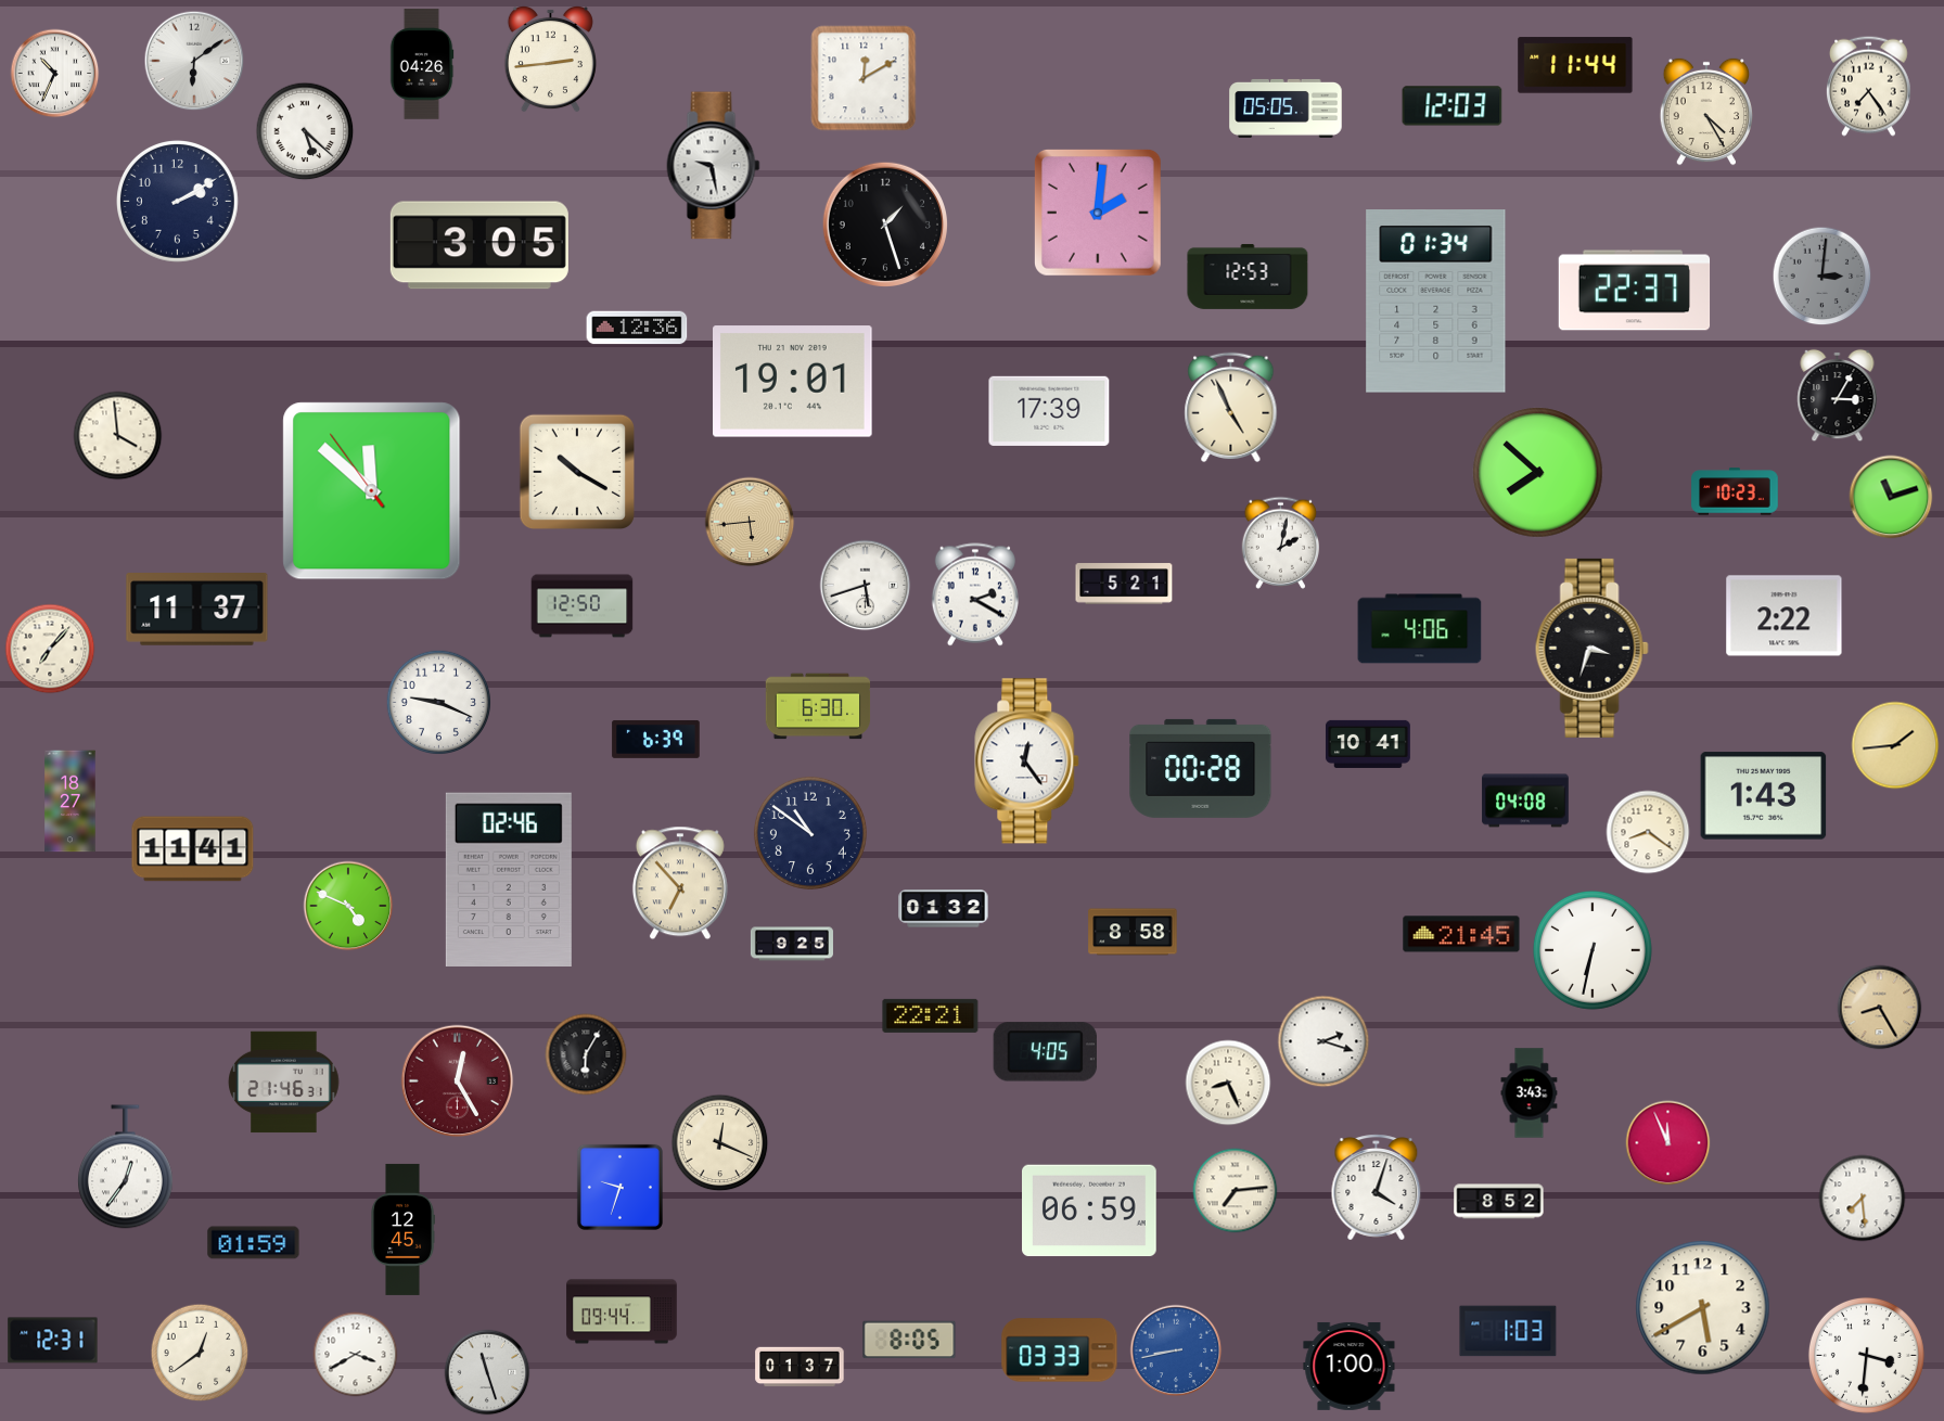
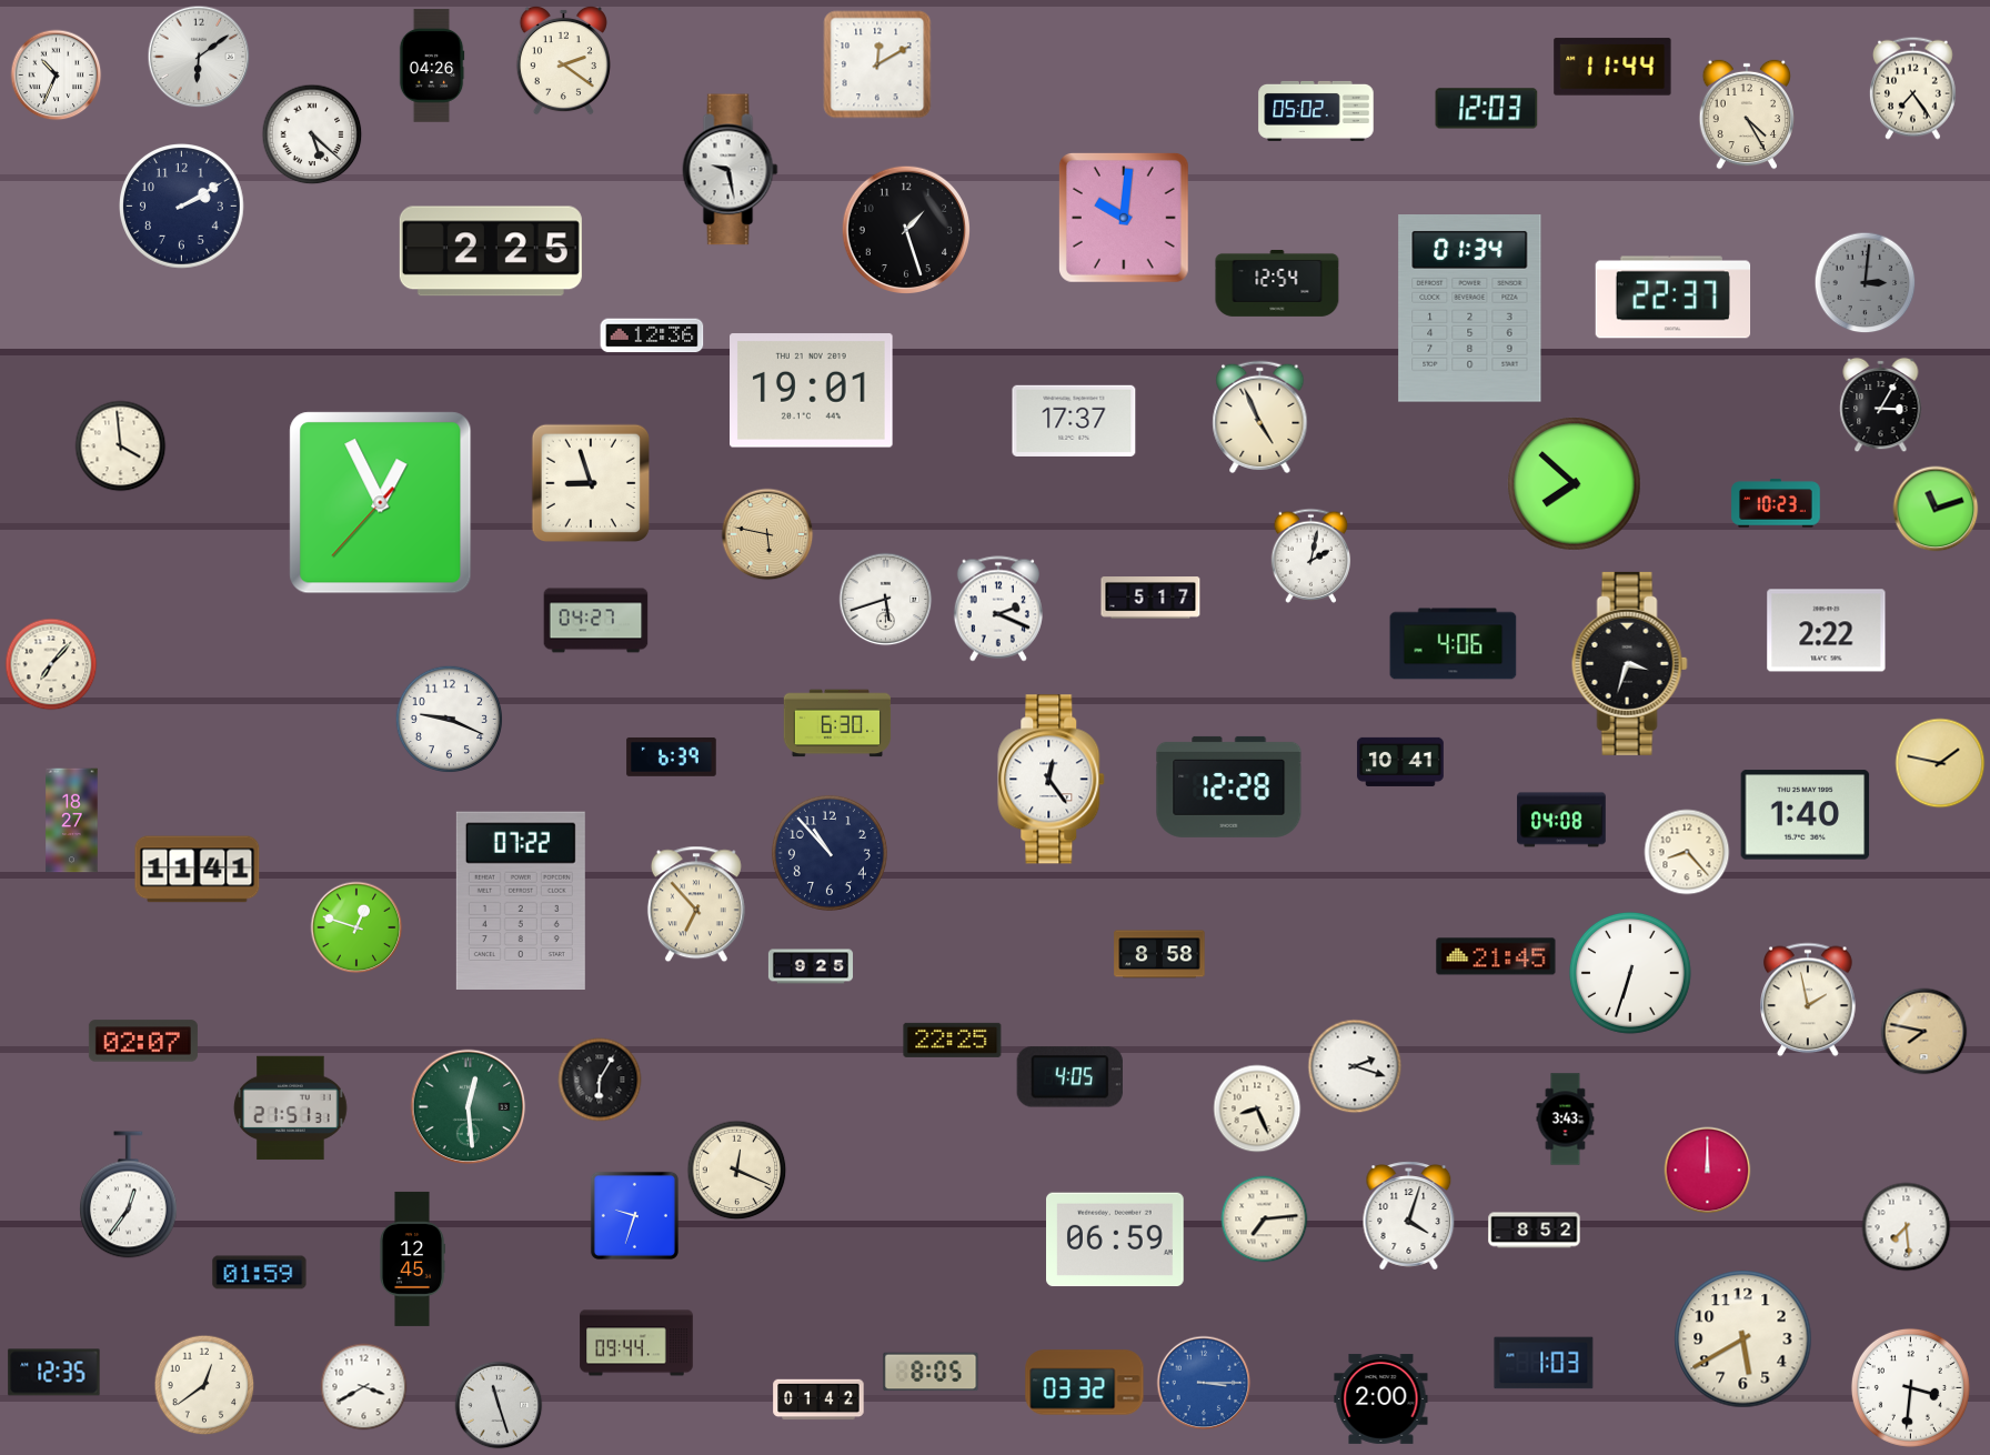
clock at (550, 59): 2:44 -> 2:21
clock at (194, 61) position: (194, 61) -> (199, 57)
clock at (864, 78) position: (864, 78) -> (877, 64)
clock at (1286, 108): 05:05 -> 05:02
clock at (1098, 213): 2:01 -> 10:01
clock at (479, 245): 3:05 -> 2:25
clock at (1248, 277): 12:53 -> 12:54
clock at (1049, 411): 17:39 -> 17:37
clock at (576, 471): 10:20 -> 8:57
clock at (372, 491): 11:51 -> 12:55
clock at (750, 522): 5:44 -> 5:47
clock at (1124, 584): 5:21 -> 5:17
clock at (975, 594): 2:20 -> 2:19
clock at (583, 606): 12:50 -> 04:27
clock at (197, 610): 11:37 -> none
clock at (1895, 745): 1:44 -> 1:47
clock at (1201, 768): 00:28 -> 12:28
clock at (1764, 796): 1:43 -> 1:40
clock at (1648, 832): 8:21 -> 8:23
clock at (810, 833): 10:51 -> 10:53
clock at (509, 879): 02:46 -> 07:22
clock at (348, 906): 4:49 -> 12:48
clock at (944, 909): 01:32 -> none
clock at (1593, 950): 6:32 -> 6:33
clock at (1808, 1000): none -> 1:58
clock at (1880, 1008): 8:25 -> 7:47
clock at (931, 1015): 22:21 -> 22:25
clock at (143, 1041): none -> 02:07
clock at (458, 1081): 12:25 -> 12:29
clock at (458, 1081) dial: burgundy -> green
clock at (284, 1083): 21:46 -> 21:51
clock at (1668, 1143): 11:56 -> 12:00
clock at (53, 1341): 12:31 -> 12:35
clock at (1060, 1350): 03:33 -> 03:32
clock at (1176, 1350): 8:43 -> 3:15
clock at (1350, 1366): 1:00 -> 2:00
clock at (800, 1367): 01:37 -> 01:42
